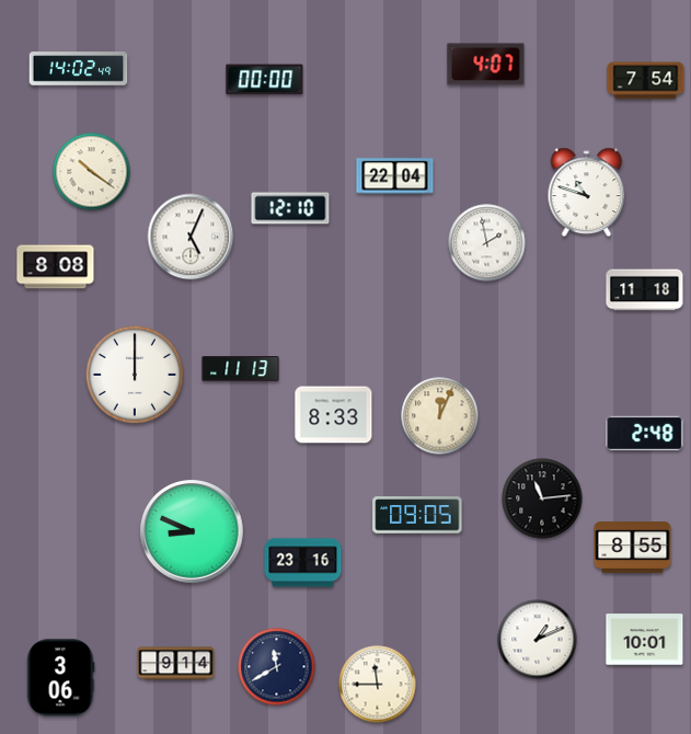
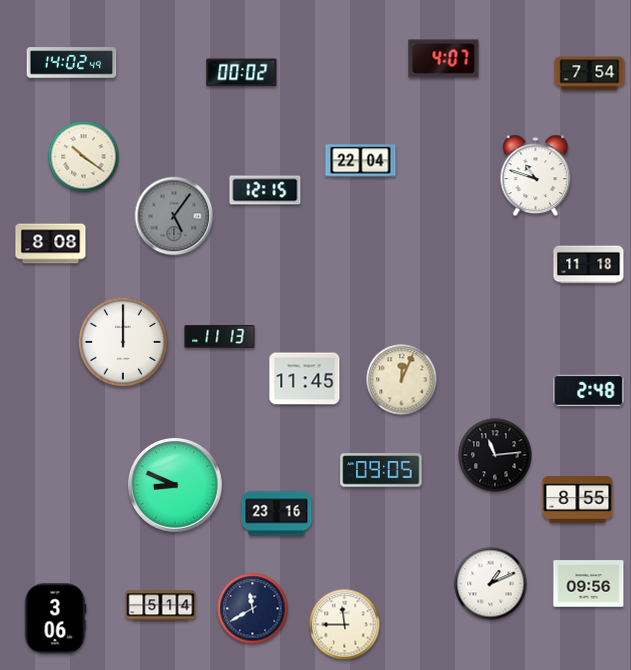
clock at (265, 80): 00:00 -> 00:02
clock at (290, 208): 12:10 -> 12:15
clock at (191, 237): 5:04 -> 5:06
clock at (191, 237) dial: white -> grey
clock at (487, 243): 1:58 -> none
clock at (334, 415): 8:33 -> 11:45
clock at (645, 434) position: (645, 434) -> (589, 391)
clock at (645, 640): 10:01 -> 09:56
clock at (176, 664): 9:14 -> 5:14
